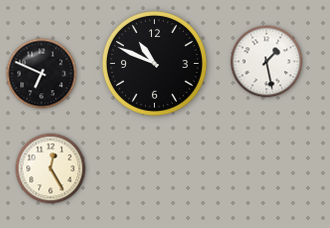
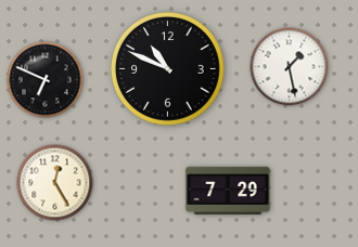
clock at (228, 191): none -> 7:29
